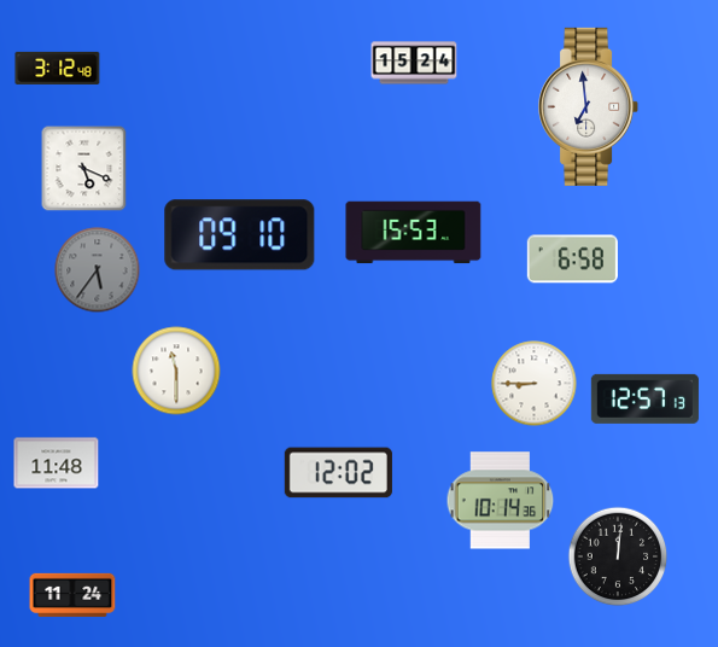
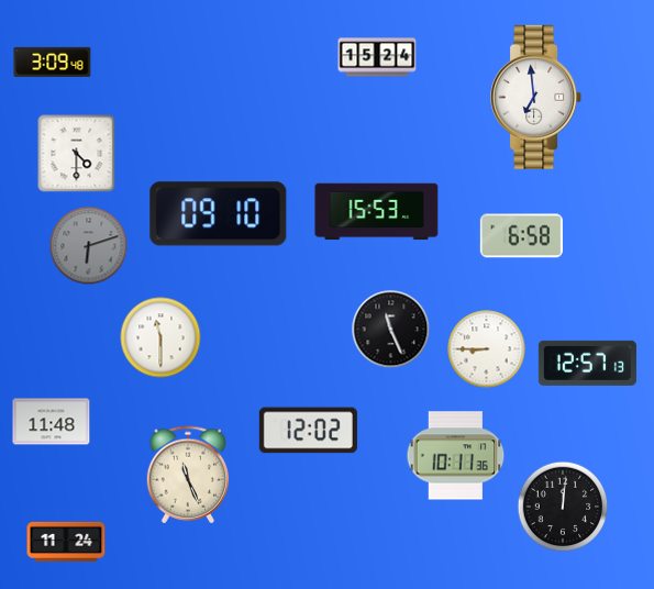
clock at (58, 68): 3:12 -> 3:09
clock at (84, 169): 5:19 -> 4:30
clock at (98, 270): 5:36 -> 6:12
clock at (391, 330): none -> 11:26
clock at (501, 501): 10:14 -> 10:11
clock at (188, 475): none -> 11:26
